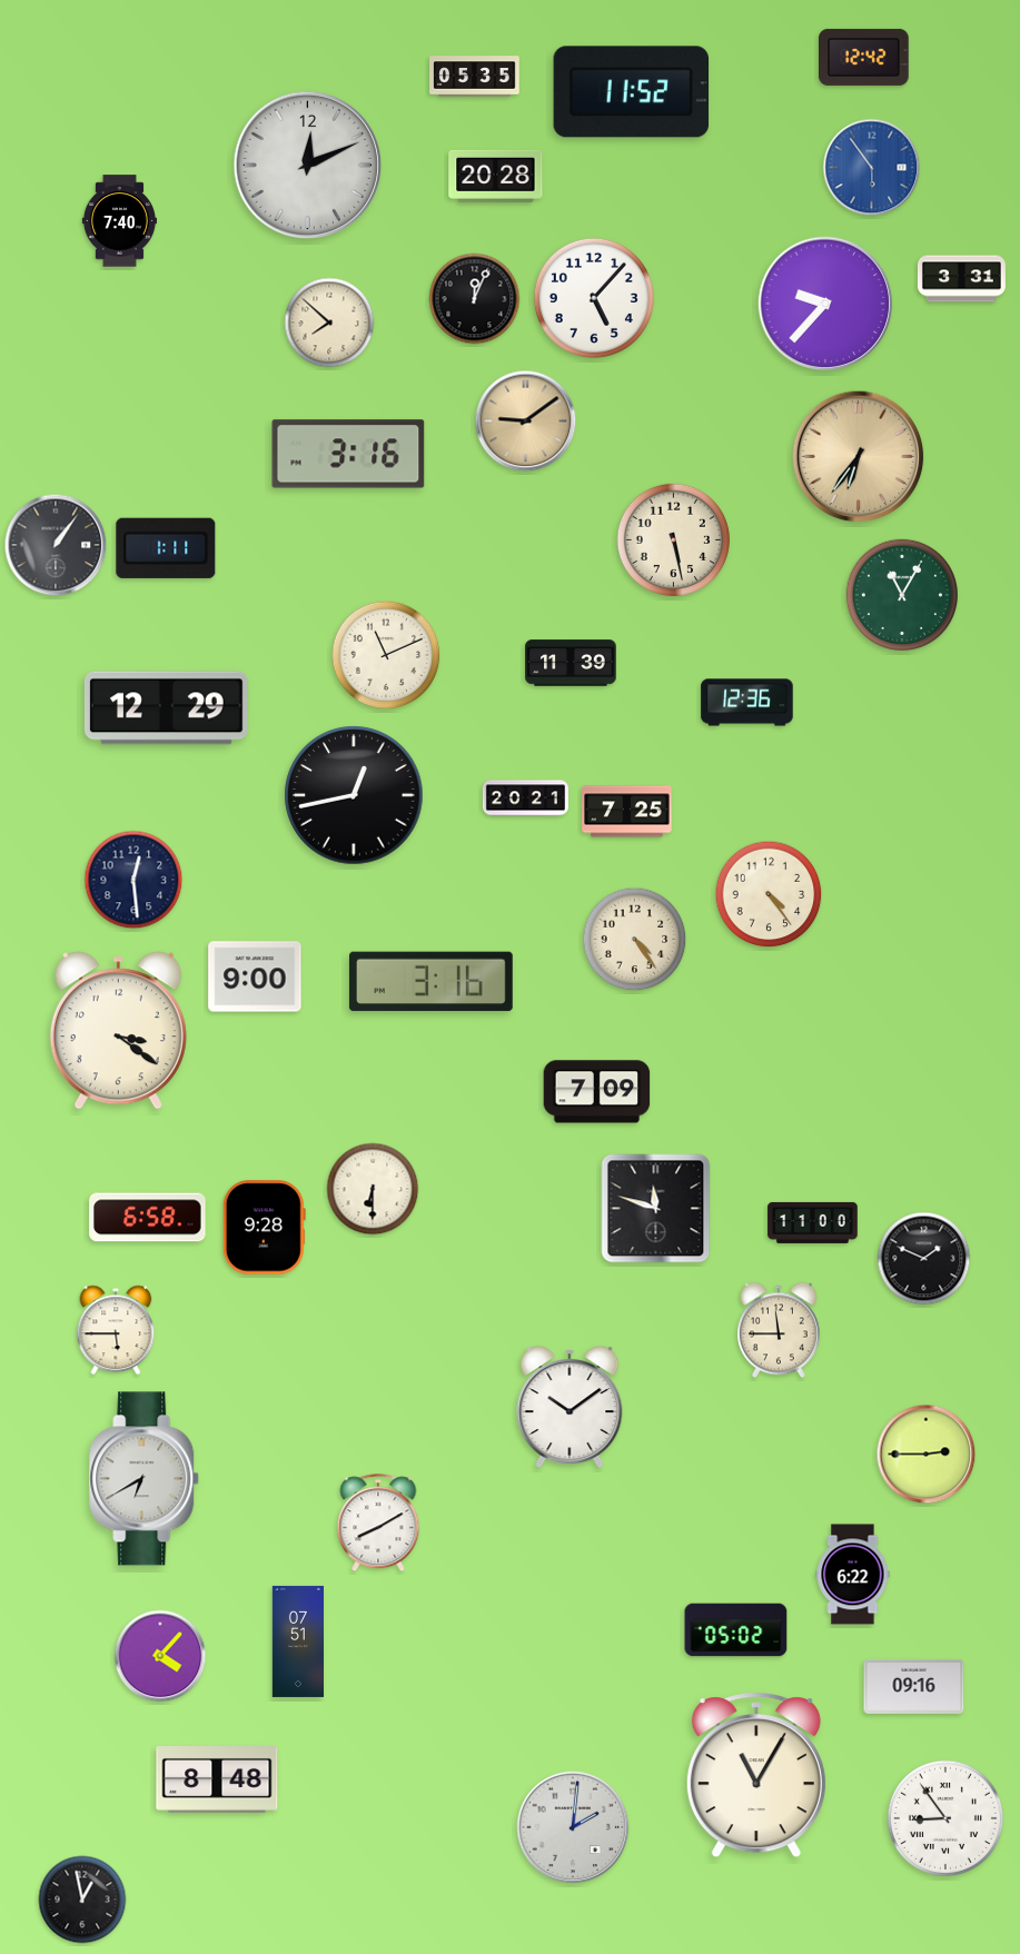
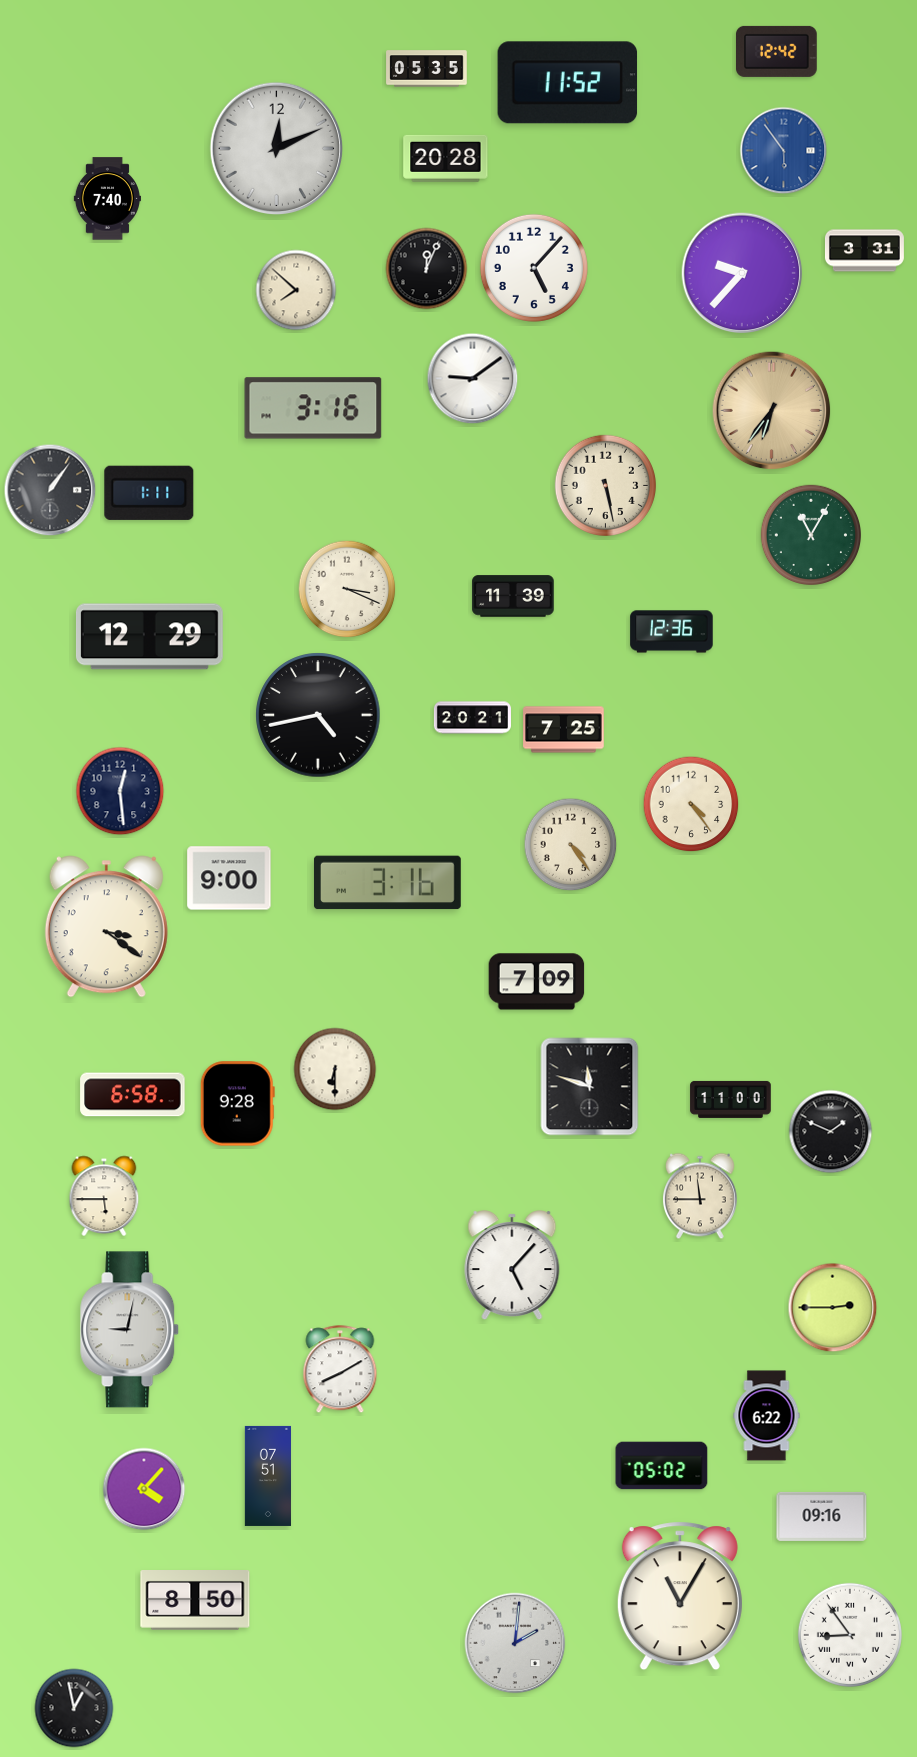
clock at (526, 421) dial: champagne -> white
clock at (386, 655): 11:11 -> 3:19
clock at (354, 795): 12:43 -> 4:43
clock at (570, 1407): 10:09 -> 5:07
clock at (145, 1479): 6:40 -> 9:02
clock at (217, 1781): 8:48 -> 8:50
